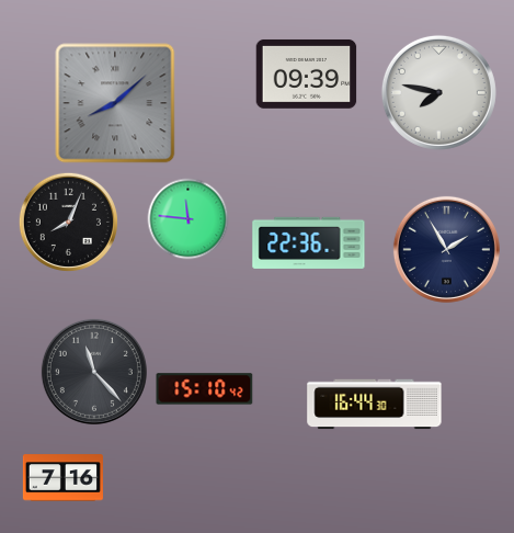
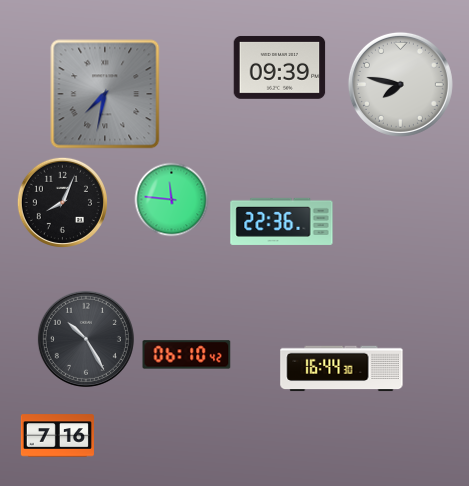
clock at (115, 103): 8:08 -> 7:32
clock at (446, 249): 1:55 -> none
clock at (94, 372): 11:23 -> 10:25
clock at (205, 389): 15:10 -> 06:10
